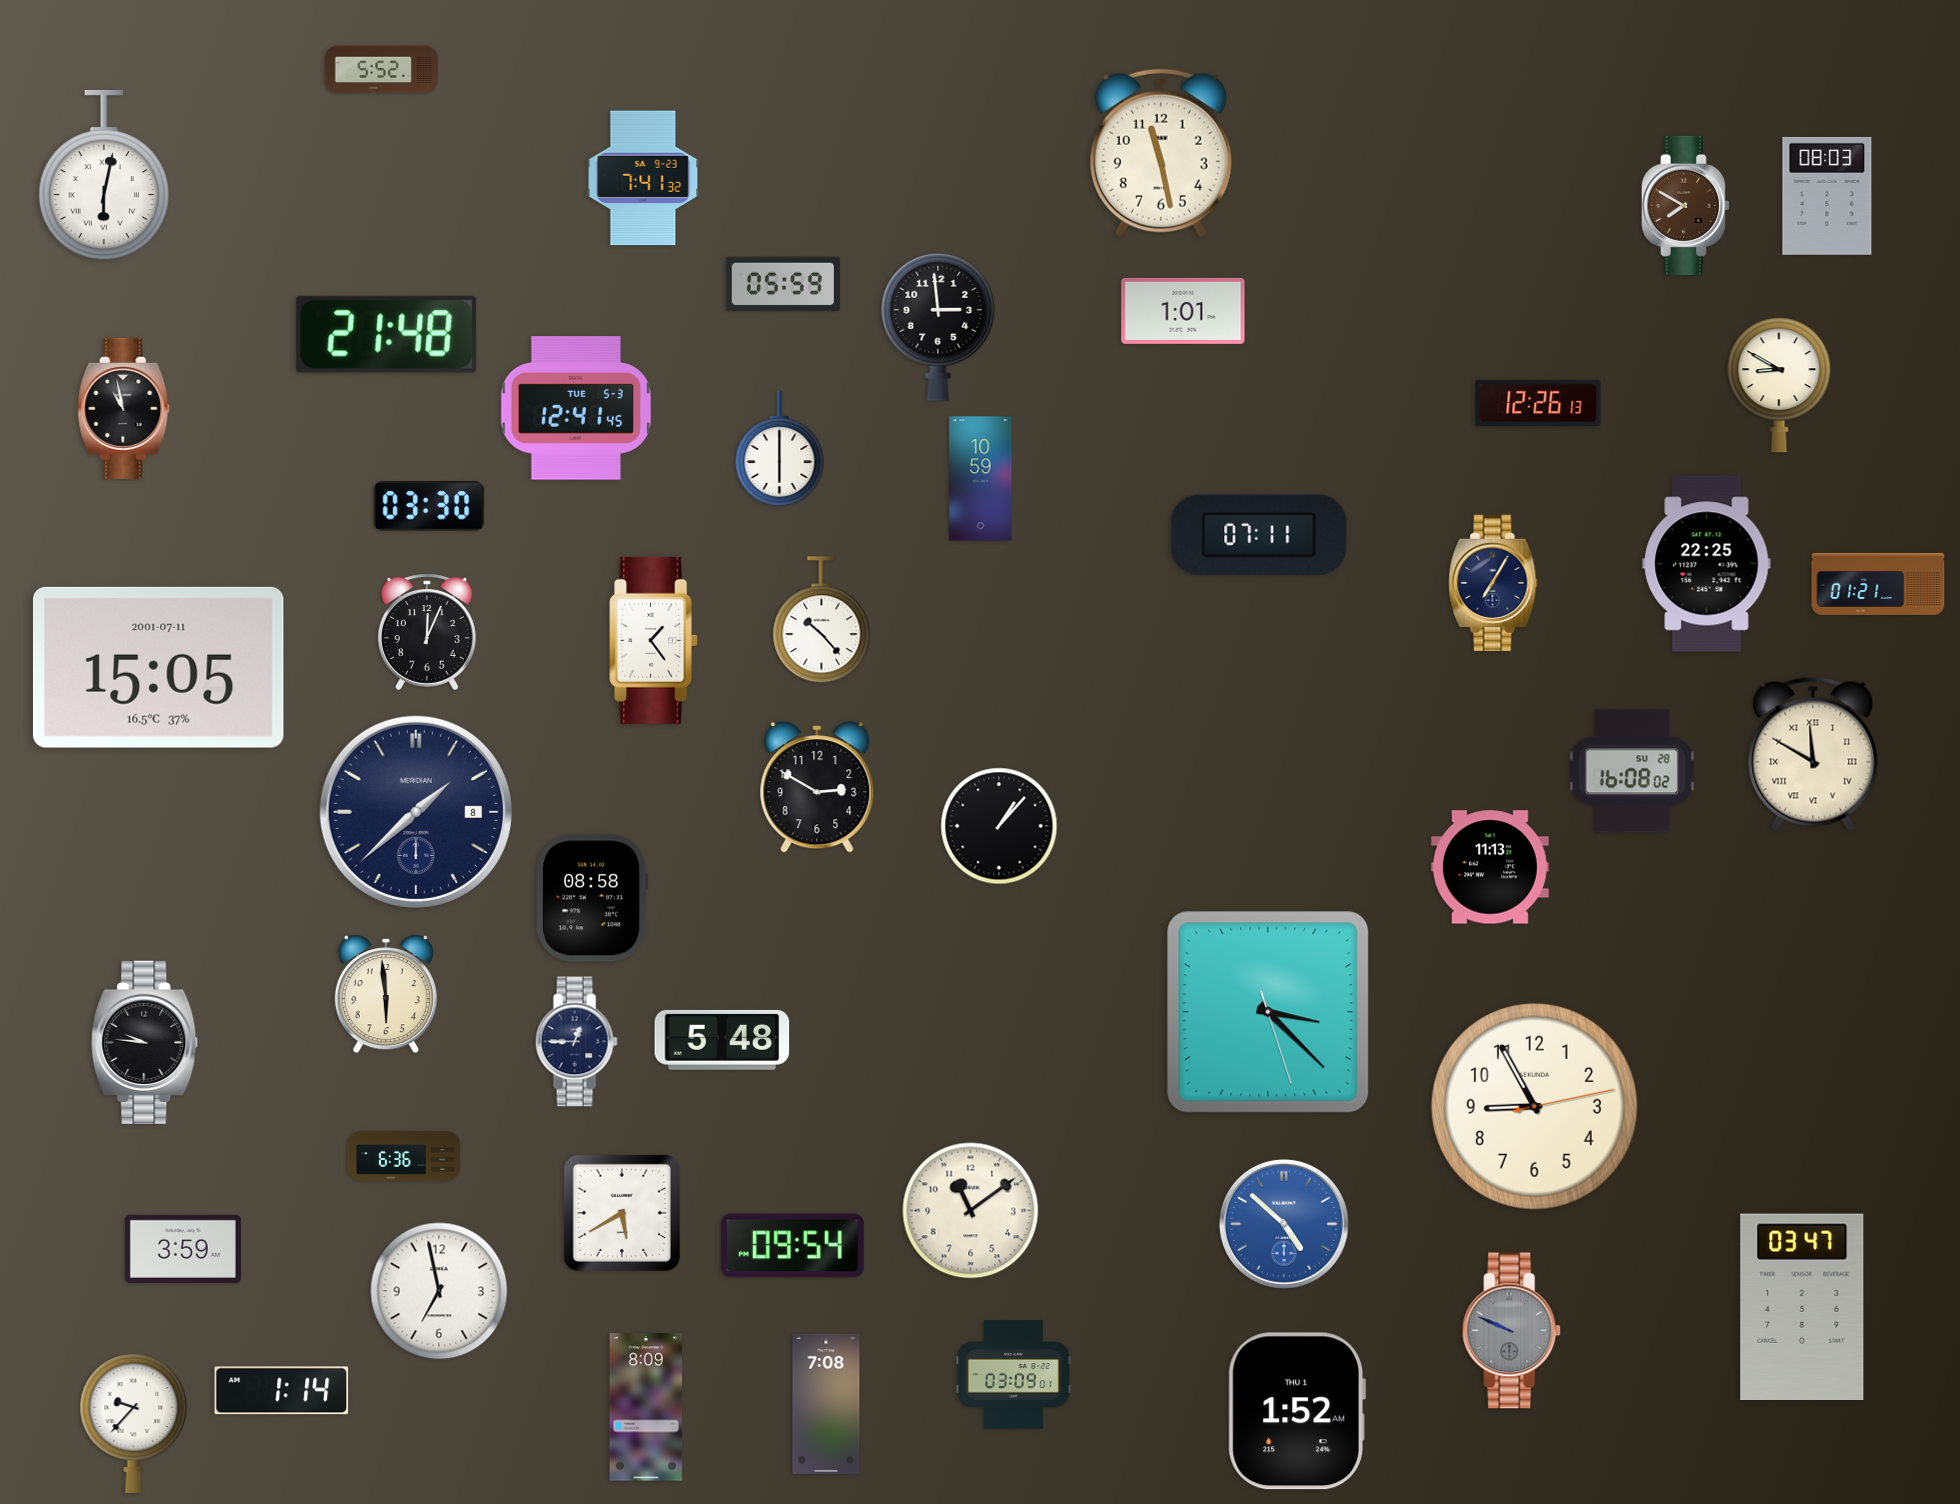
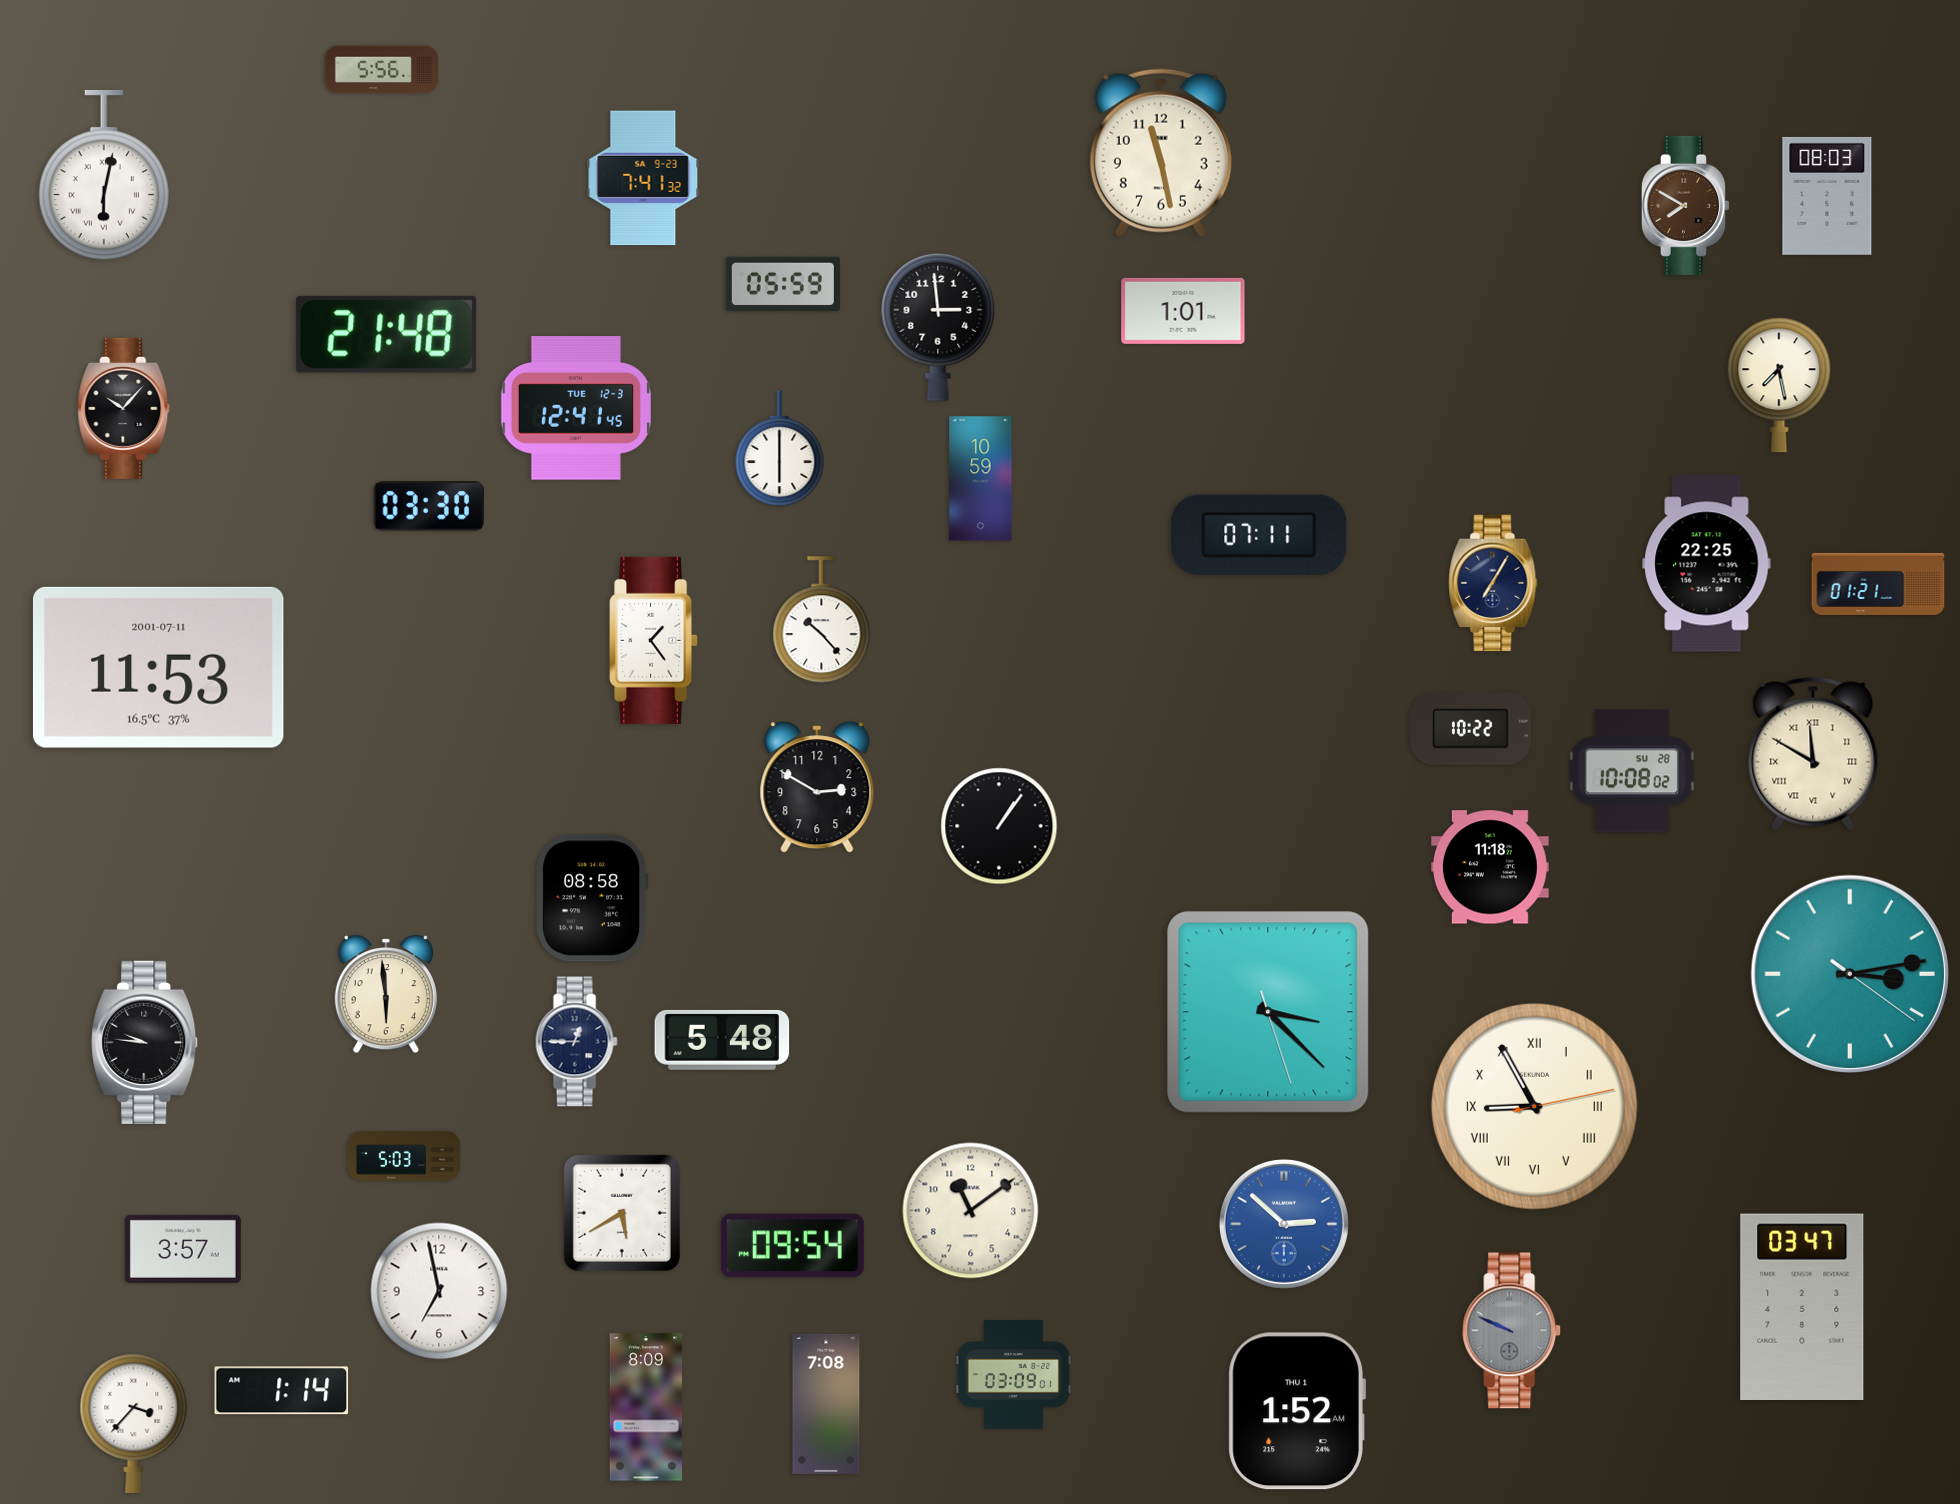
clock at (381, 70): 5:52 -> 5:56
clock at (1779, 385): 8:50 -> 7:28
clock at (1538, 403): 12:26 -> none
clock at (124, 408): 10:58 -> 10:07
clock at (576, 408) date: TUE 5-3 -> TUE 12-3
clock at (427, 632): 12:04 -> none
clock at (158, 667): 15:05 -> 11:53
clock at (1471, 729): none -> 10:22
clock at (1632, 771): 16:08 -> 10:08
clock at (416, 812): 1:38 -> none
clock at (999, 826): 1:07 -> 1:06
clock at (1490, 867): 11:13 -> 11:18
clock at (1850, 974): none -> 3:13
clock at (1534, 1106) numerals: Arabic -> Roman
clock at (404, 1156): 6:36 -> 5:03
clock at (1284, 1224): 4:52 -> 2:52
clock at (183, 1249): 3:59 -> 3:57
clock at (134, 1423): 9:37 -> 3:37
